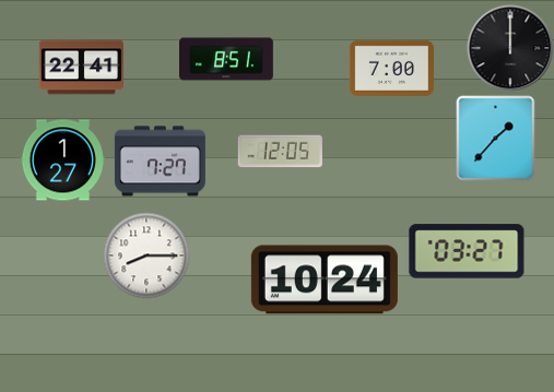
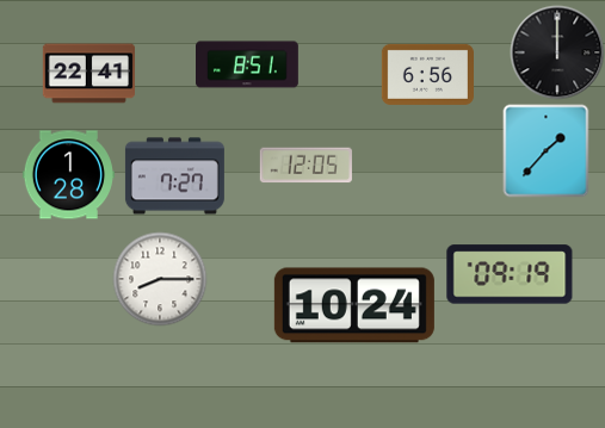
clock at (391, 68): 7:00 -> 6:56
clock at (496, 138) position: (496, 138) -> (547, 150)
clock at (62, 161): 1:27 -> 1:28
clock at (467, 251): 03:27 -> 09:19
